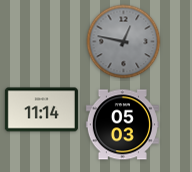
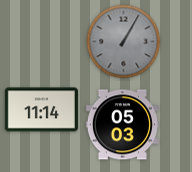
clock at (124, 42): 12:47 -> 1:05
